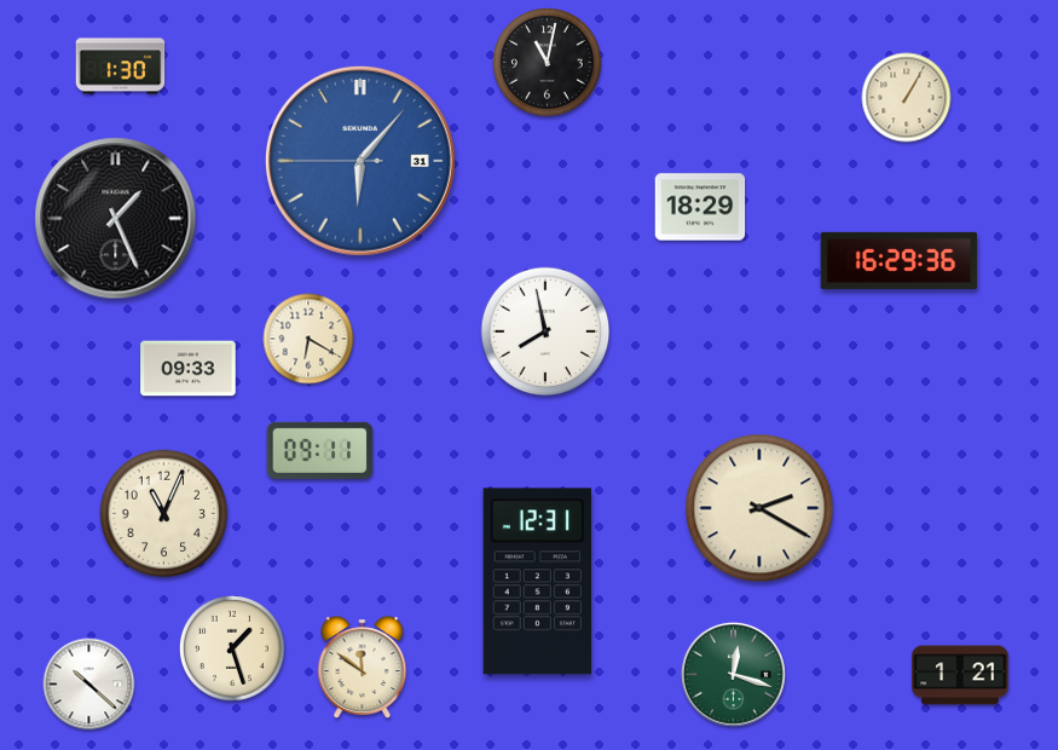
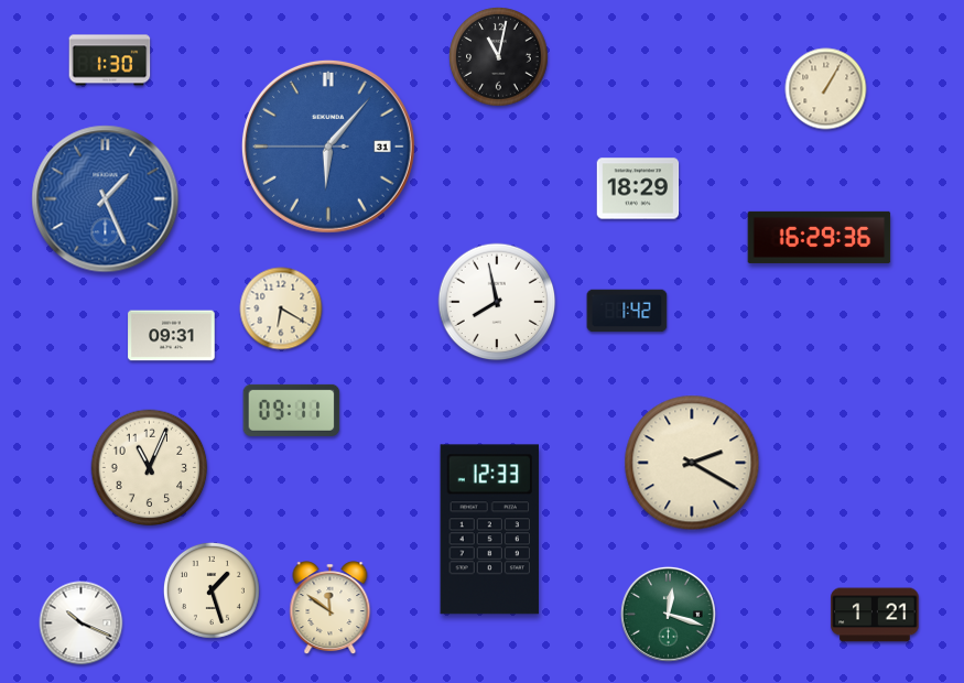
clock at (116, 219) dial: black -> blue
clock at (627, 311): none -> 1:42
clock at (189, 369): 09:33 -> 09:31
clock at (537, 582): 12:31 -> 12:33
clock at (89, 685): 10:22 -> 10:19
